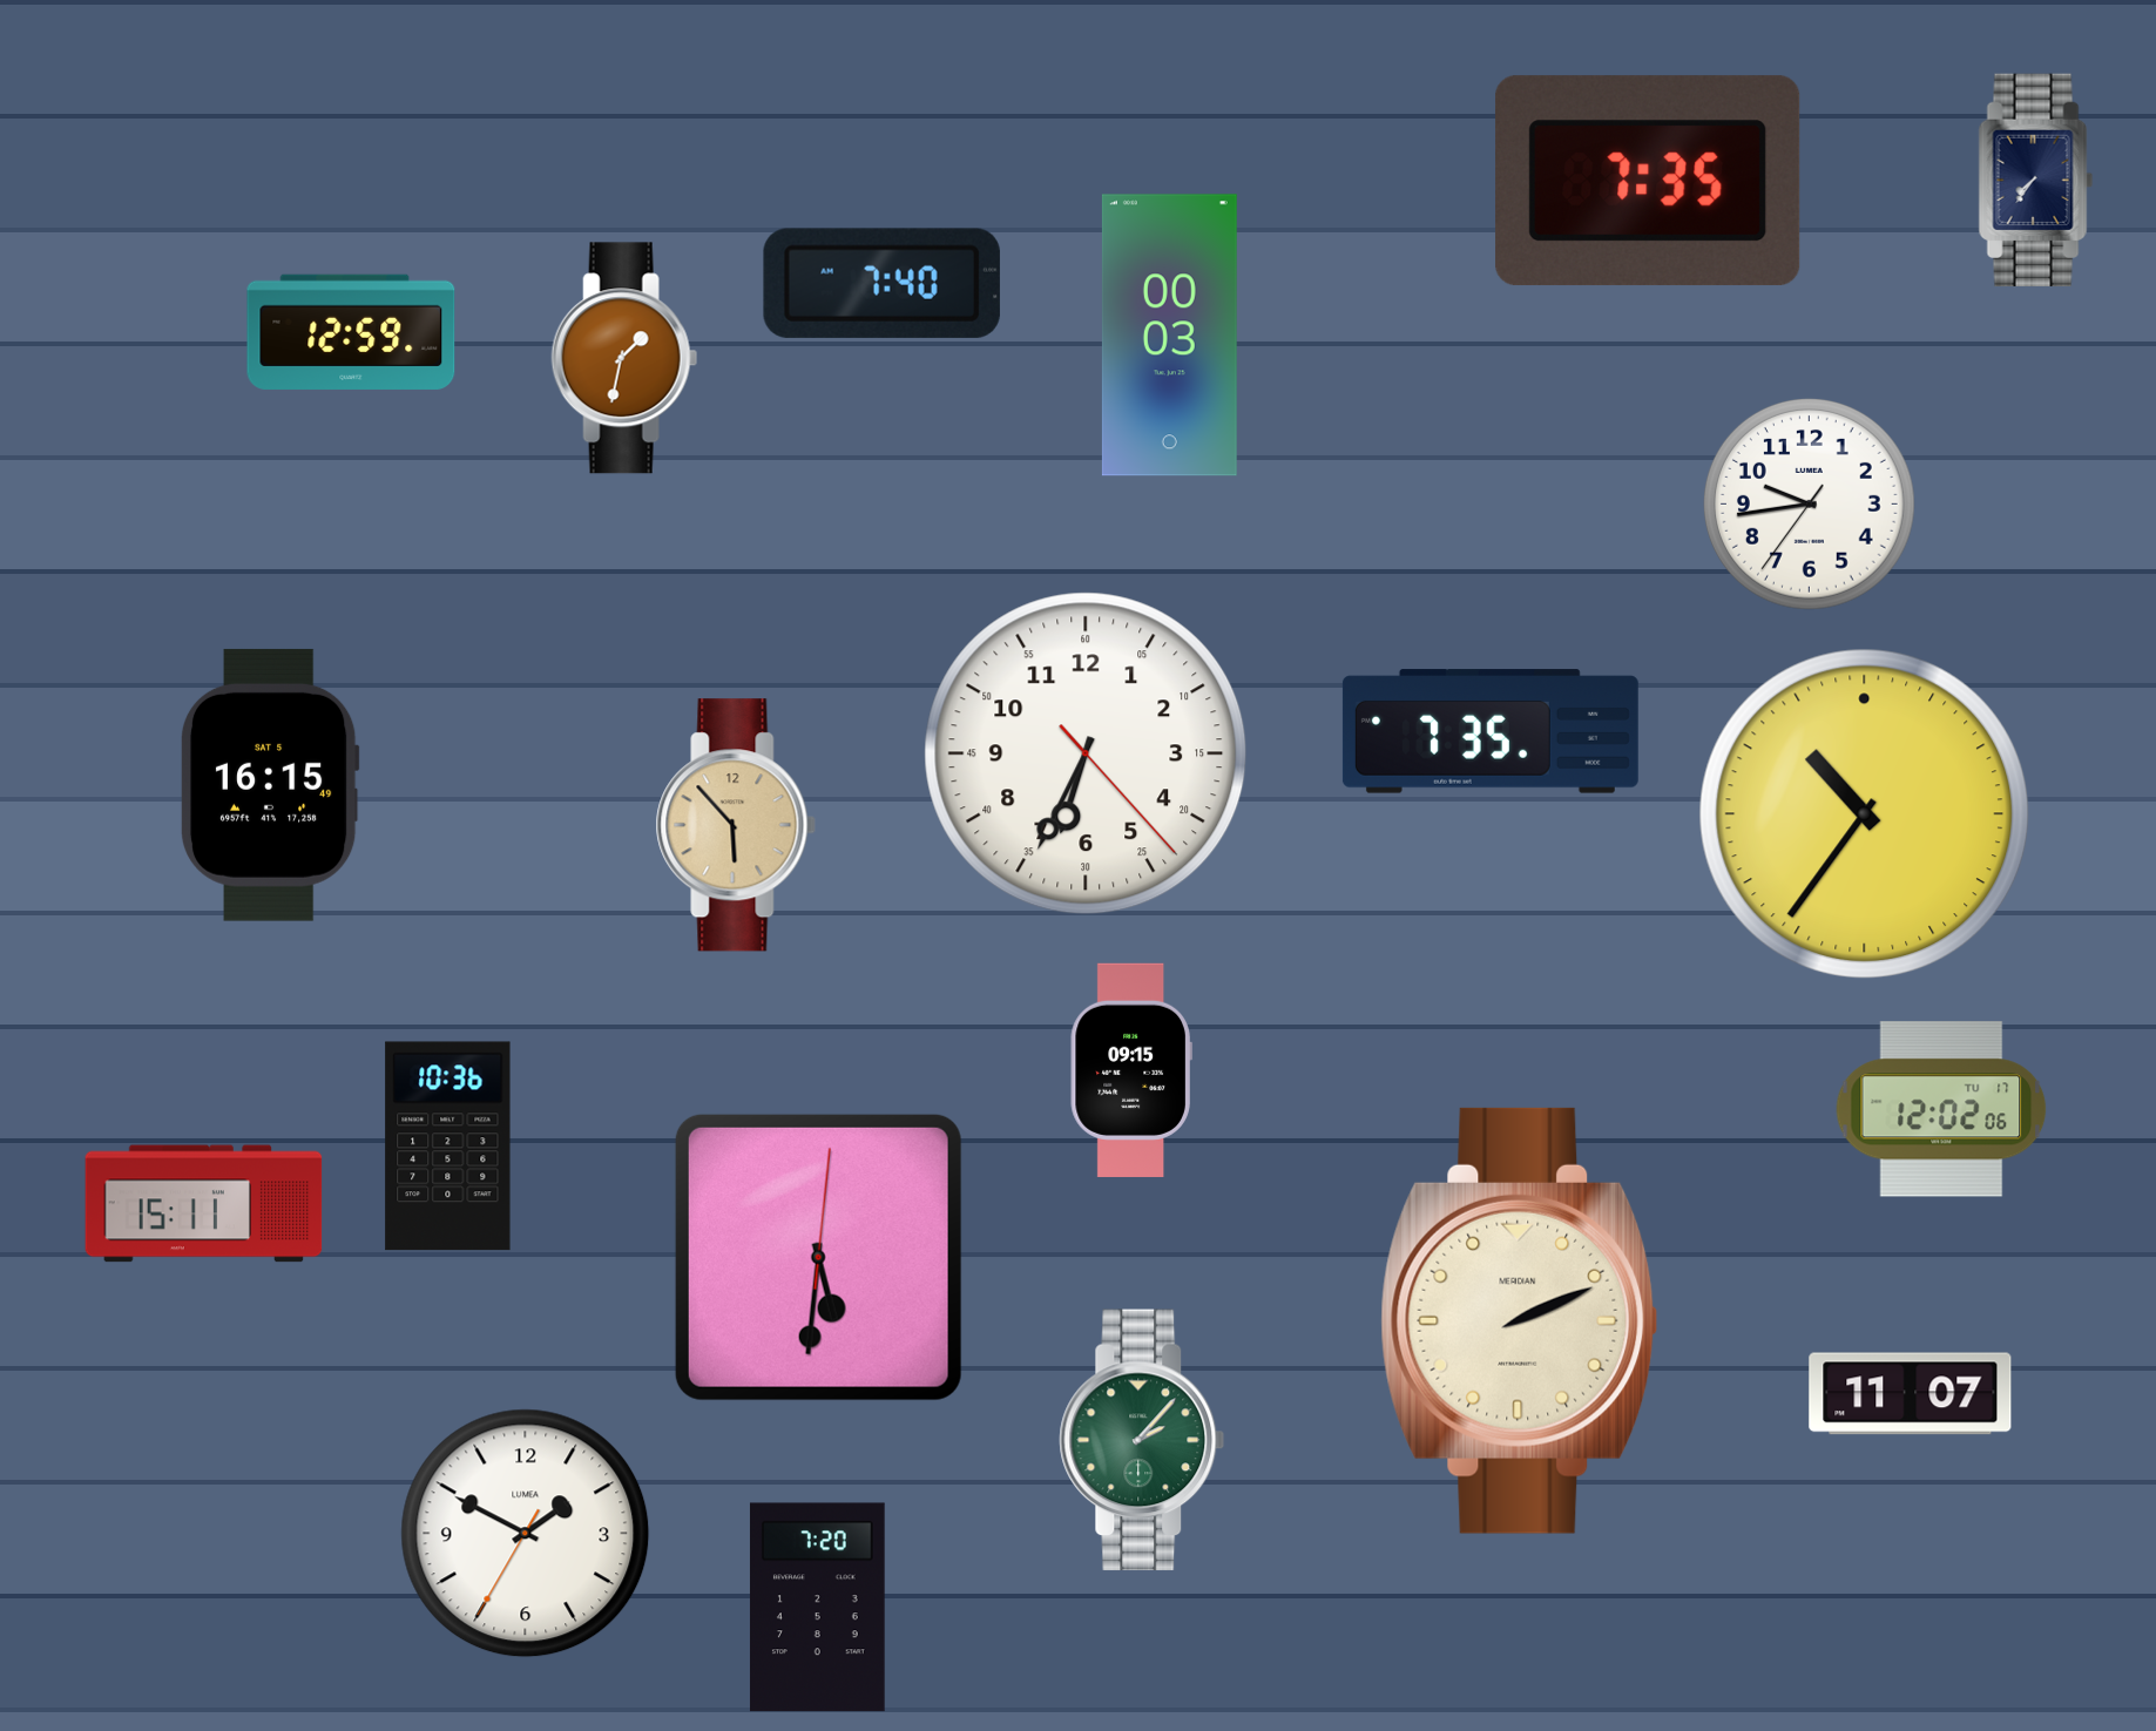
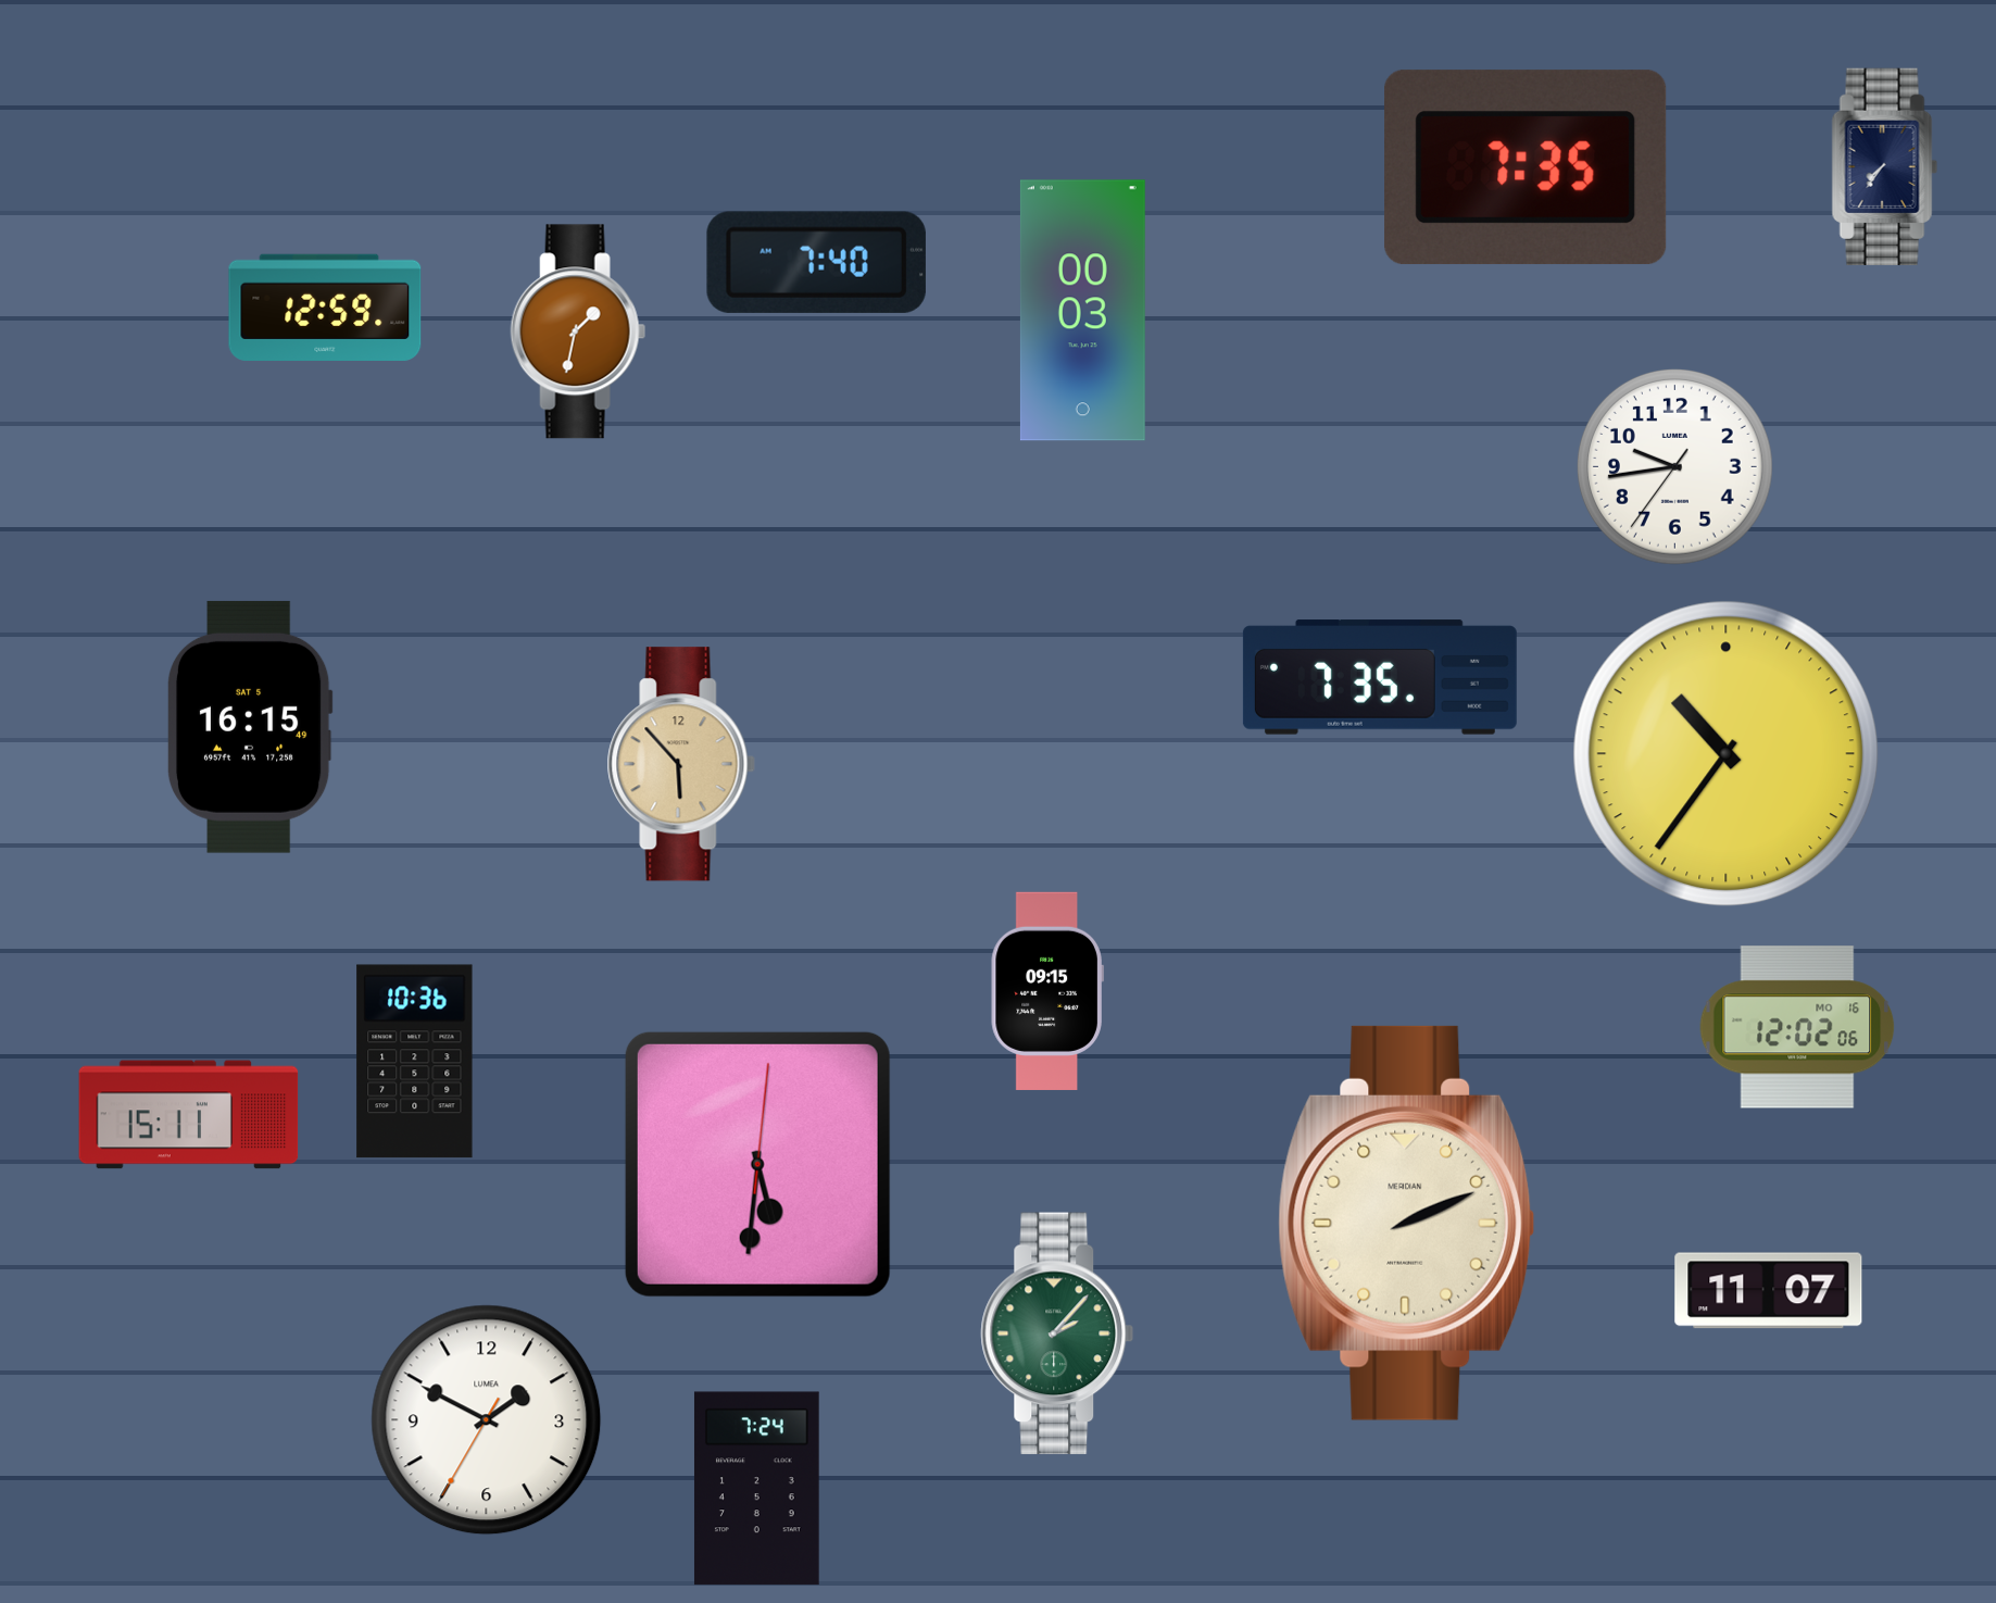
clock at (1086, 753): 6:34 -> none
clock at (1941, 1109) date: TU 17 -> MO 16
clock at (817, 1608): 7:20 -> 7:24
